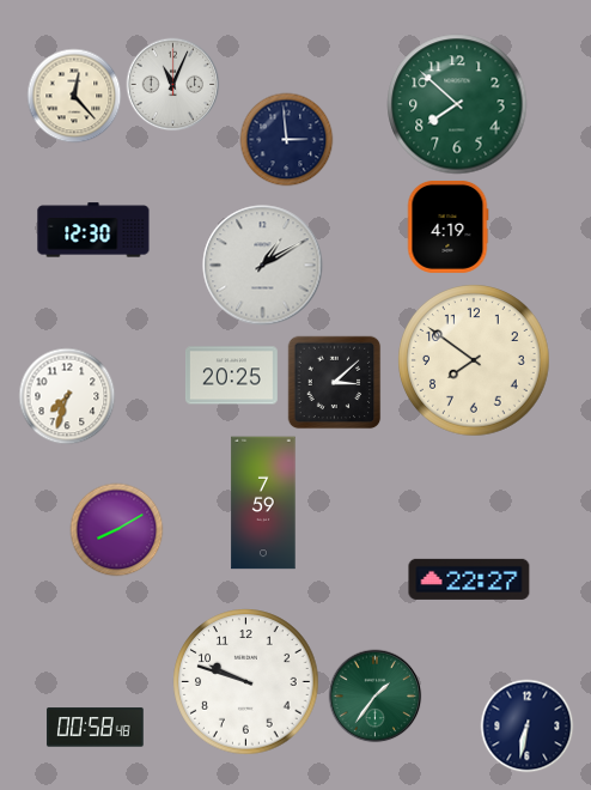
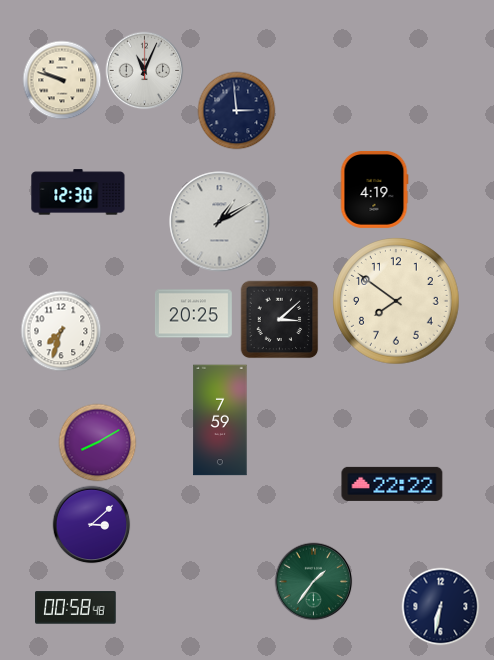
clock at (74, 96): 12:23 -> 9:48
clock at (457, 104): 7:52 -> none
clock at (286, 139) position: (286, 139) -> (236, 110)
clock at (67, 396) position: (67, 396) -> (61, 331)
clock at (469, 579): 22:27 -> 22:22
clock at (91, 524): none -> 3:08
clock at (246, 682): 9:48 -> none
clock at (96, 728) position: (96, 728) -> (76, 608)
